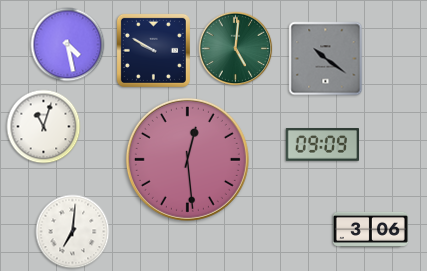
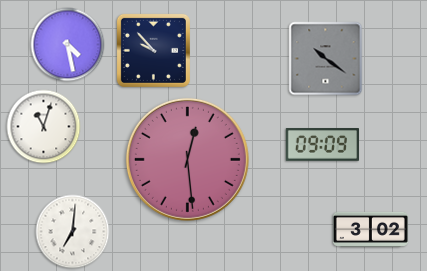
clock at (236, 49): 5:01 -> none
clock at (153, 50): 9:50 -> 9:53
clock at (370, 229): 3:06 -> 3:02
